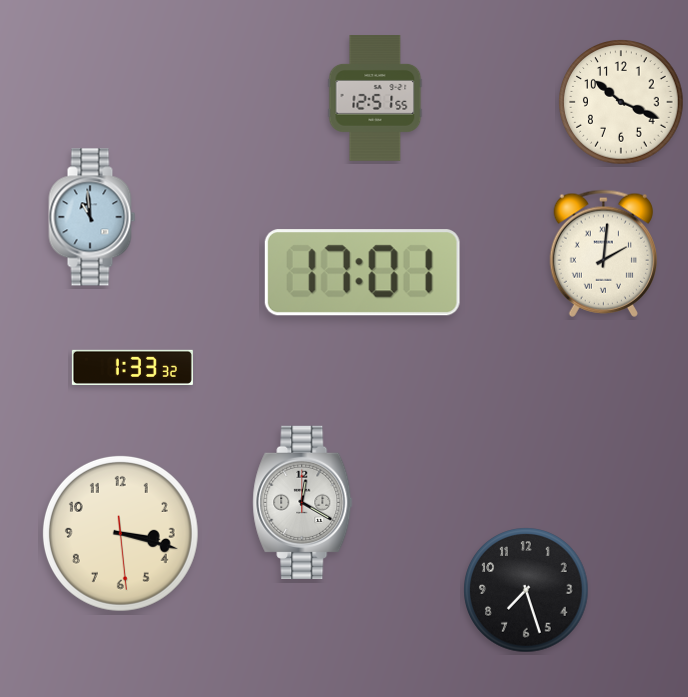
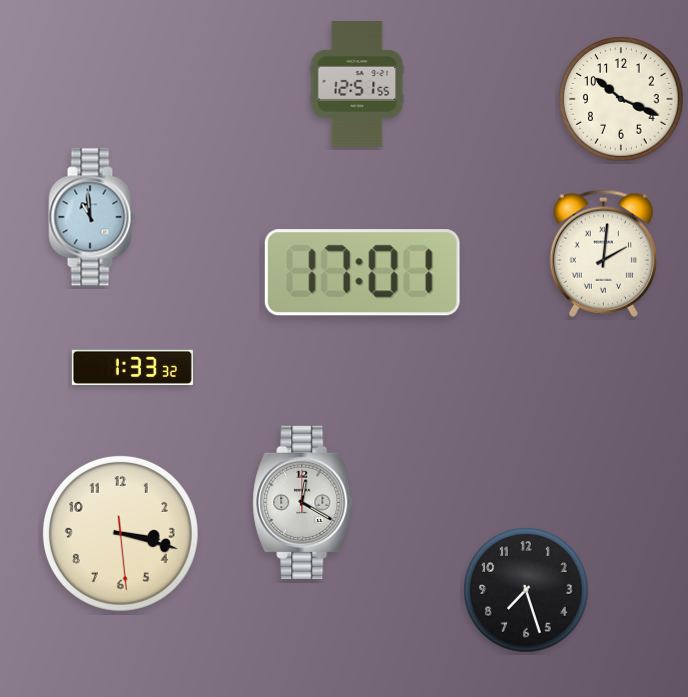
clock at (375, 99) position: (375, 99) -> (357, 85)
clock at (621, 102) position: (621, 102) -> (621, 99)
